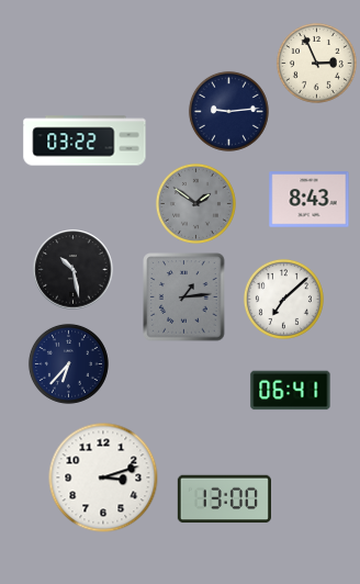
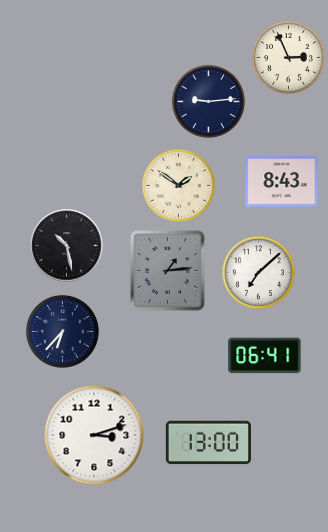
clock at (85, 141): 03:22 -> none
clock at (195, 203) dial: grey -> cream
clock at (224, 499) position: (224, 499) -> (208, 443)
